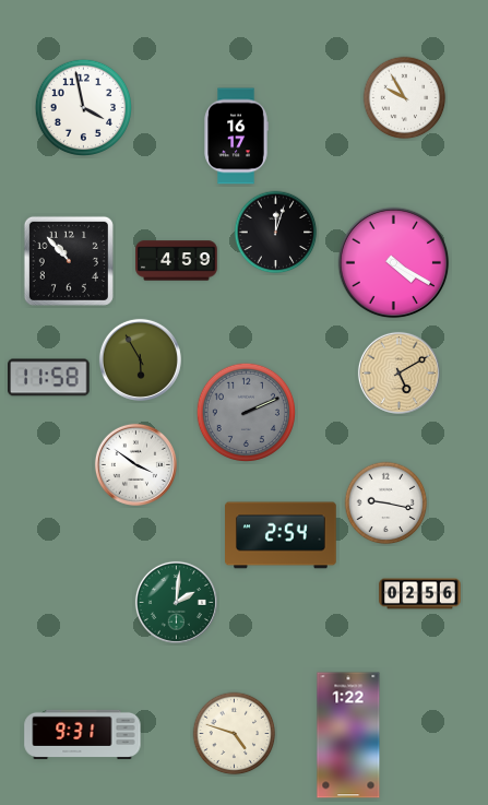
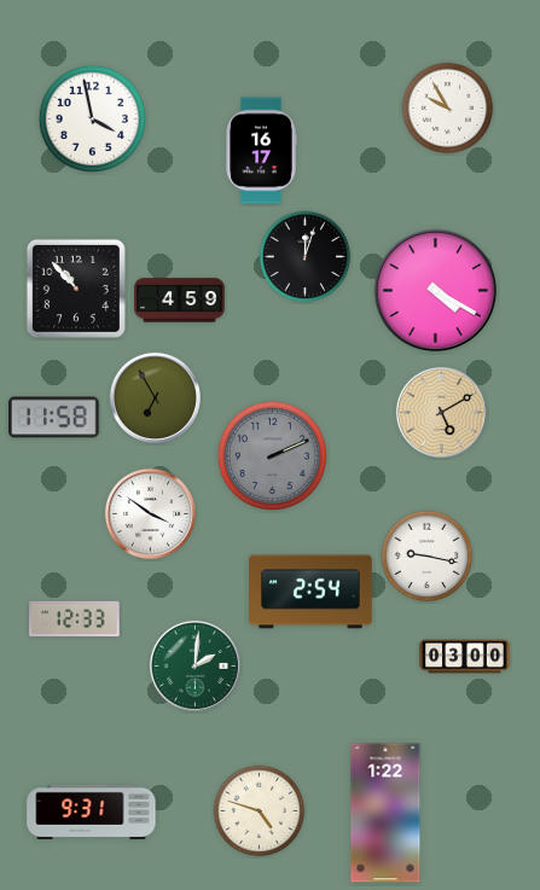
clock at (177, 261) position: (177, 261) -> (180, 301)
clock at (140, 359): 5:55 -> 6:55
clock at (75, 619): none -> 12:33
clock at (420, 594): 02:56 -> 03:00
